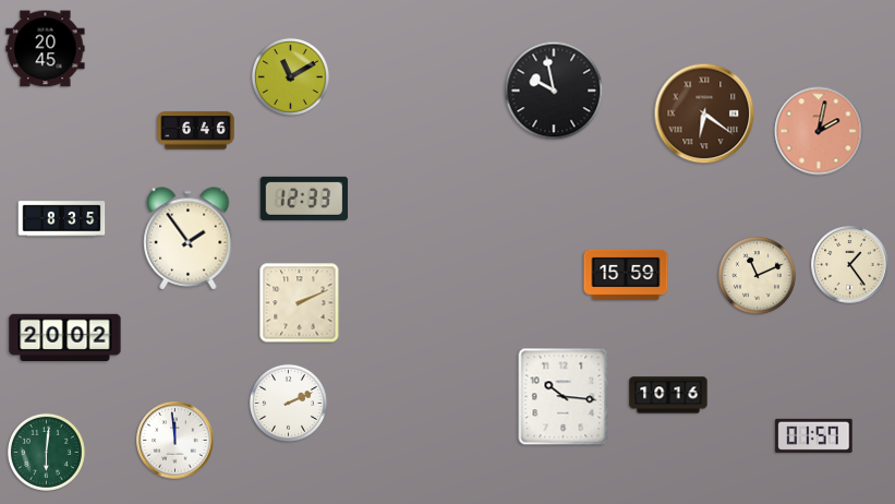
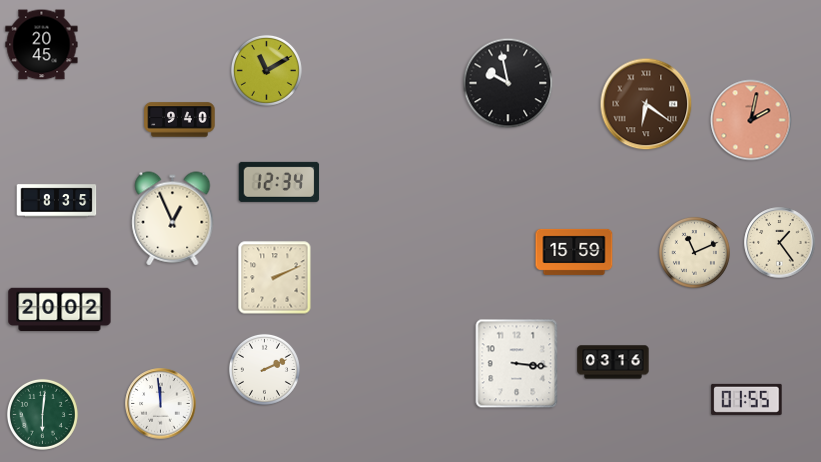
clock at (196, 131): 6:46 -> 9:40
clock at (304, 199): 12:33 -> 12:34
clock at (189, 239): 1:54 -> 12:56
clock at (668, 395): 10:16 -> 03:16
clock at (564, 397): 10:16 -> 3:16
clock at (814, 435): 01:57 -> 01:55
